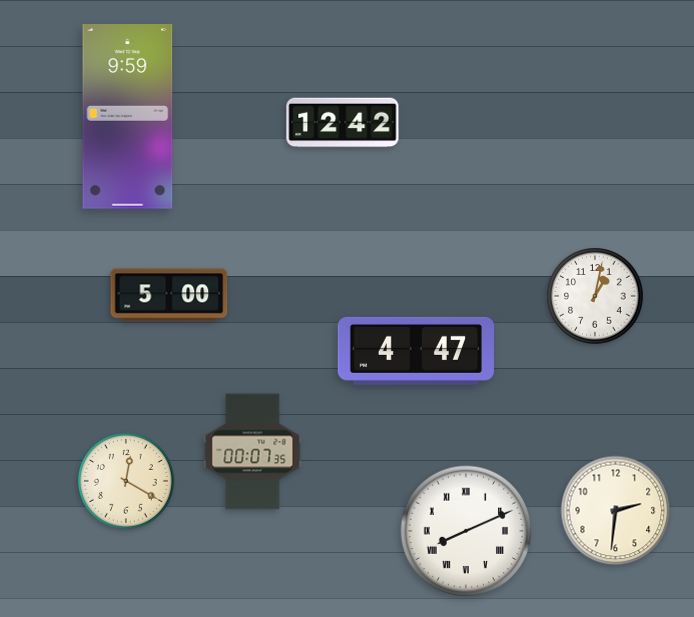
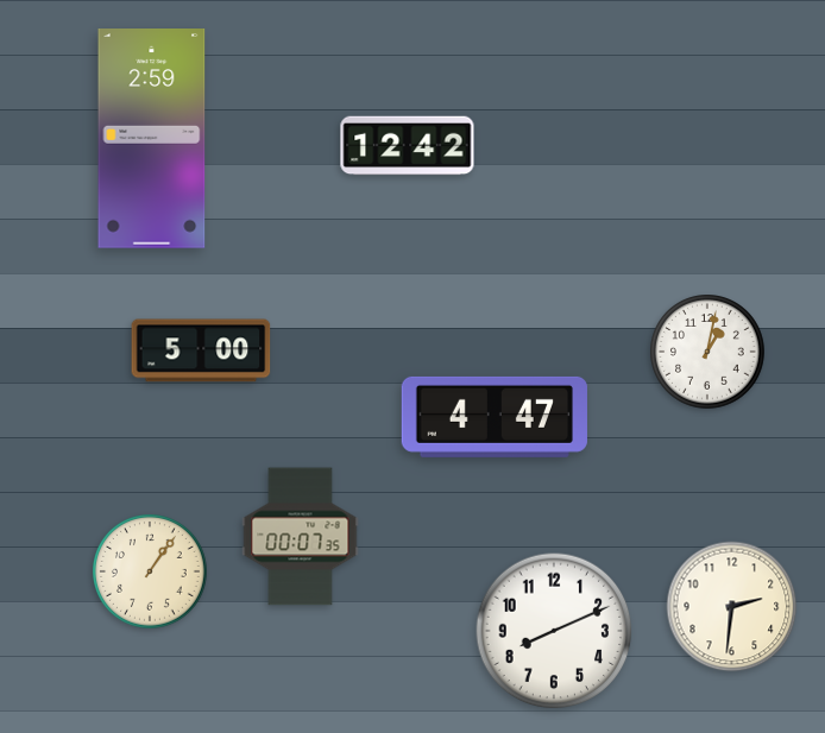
clock at (128, 117): 9:59 -> 2:59
clock at (126, 481): 12:20 -> 1:06
clock at (466, 531) numerals: Roman -> Arabic
